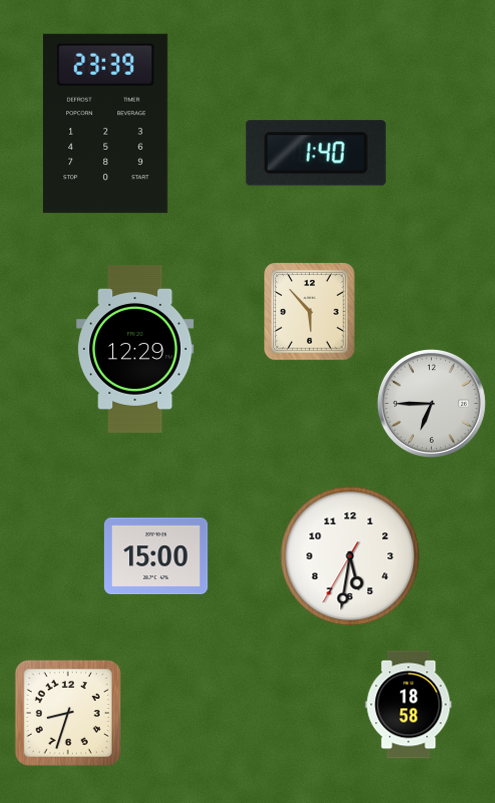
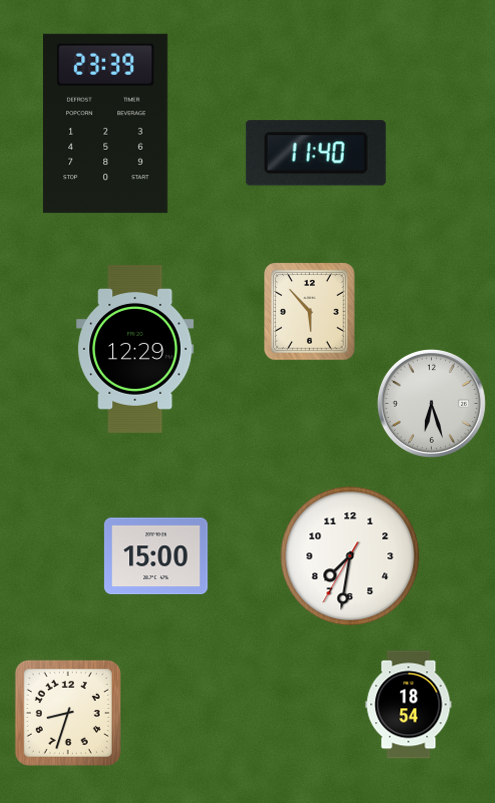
clock at (316, 153): 1:40 -> 11:40
clock at (431, 403): 6:45 -> 6:27
clock at (350, 556): 5:31 -> 7:31
clock at (409, 705): 18:58 -> 18:54
